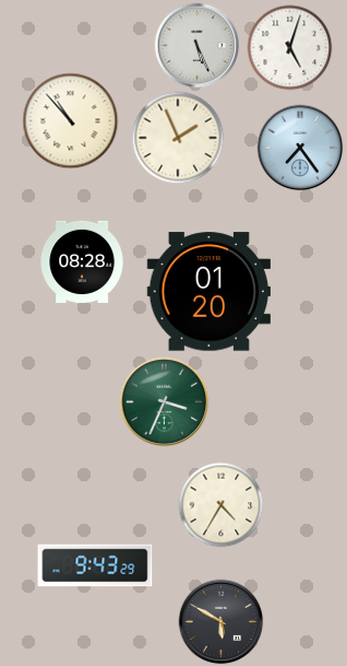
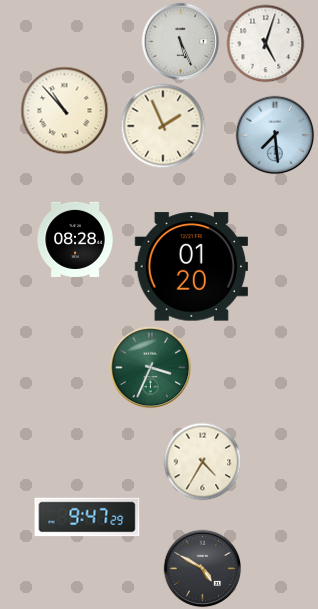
clock at (300, 148): 7:24 -> 7:29
clock at (95, 565): 9:43 -> 9:47
clock at (220, 621): 5:50 -> 4:50
